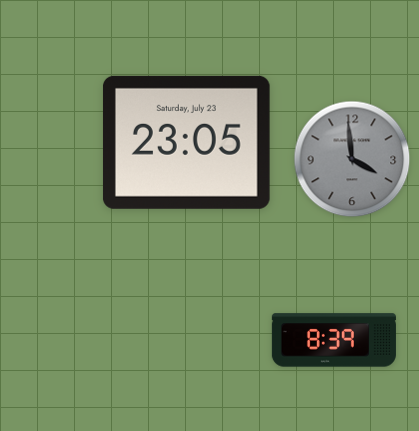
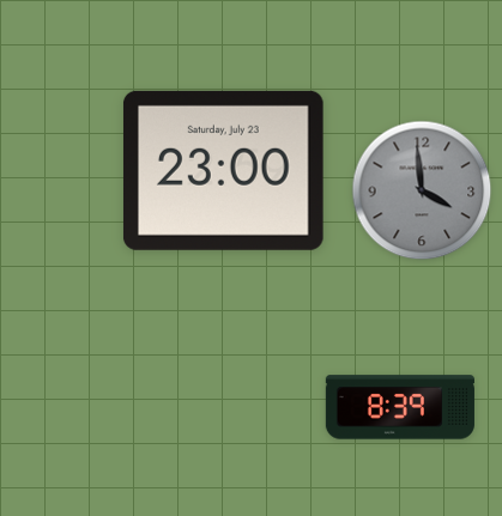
clock at (186, 142): 23:05 -> 23:00
